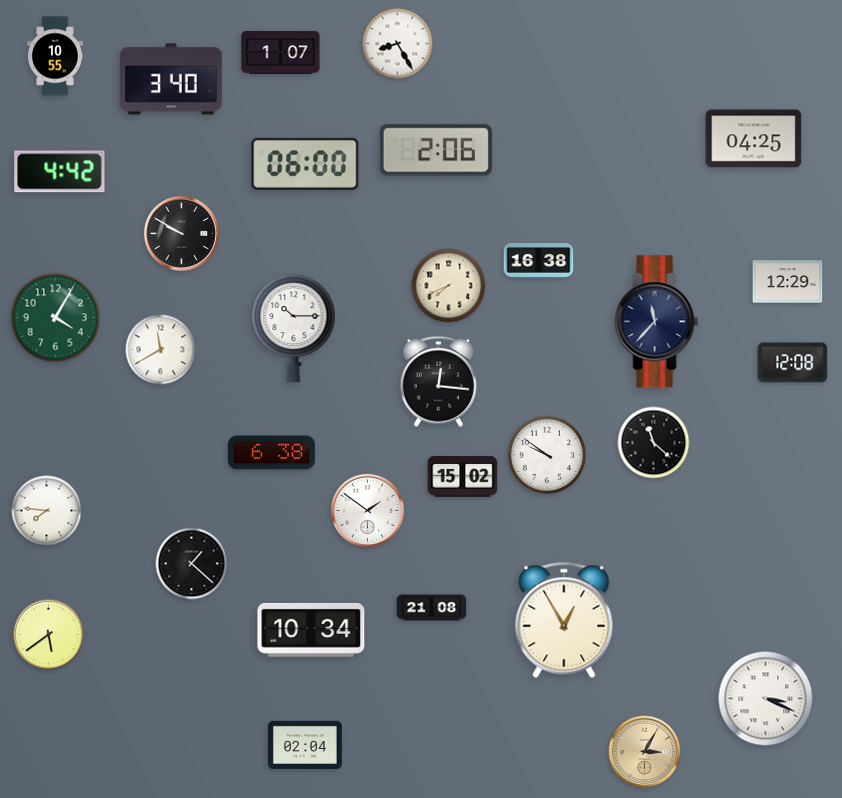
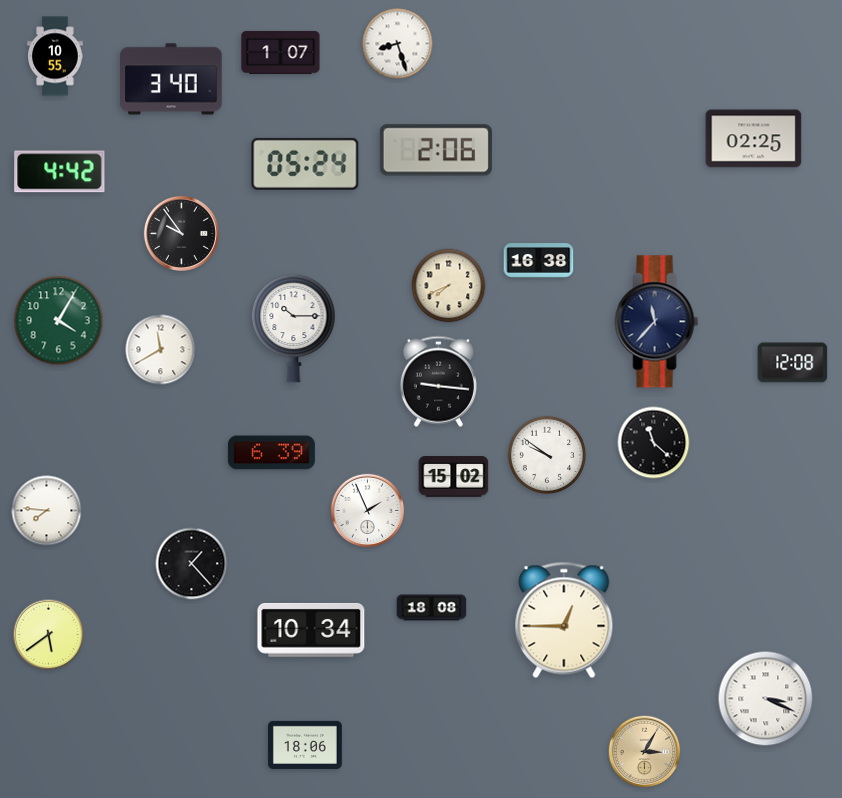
clock at (398, 44): 8:25 -> 8:27
clock at (754, 139): 04:25 -> 02:25
clock at (305, 164): 06:00 -> 05:24
clock at (181, 233): 9:50 -> 9:54
clock at (788, 282): 12:29 -> none
clock at (56, 318) position: (56, 318) -> (59, 321)
clock at (438, 381): 12:16 -> 9:16
clock at (271, 453): 6:38 -> 6:39
clock at (463, 477) position: (463, 477) -> (454, 477)
clock at (367, 510): 1:51 -> 1:56
clock at (192, 564): 1:22 -> 1:23
clock at (432, 608): 21:08 -> 18:08
clock at (564, 620): 12:55 -> 12:45
clock at (306, 745): 02:04 -> 18:06
